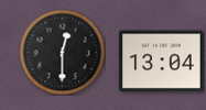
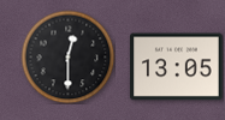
clock at (162, 62): 13:04 -> 13:05
